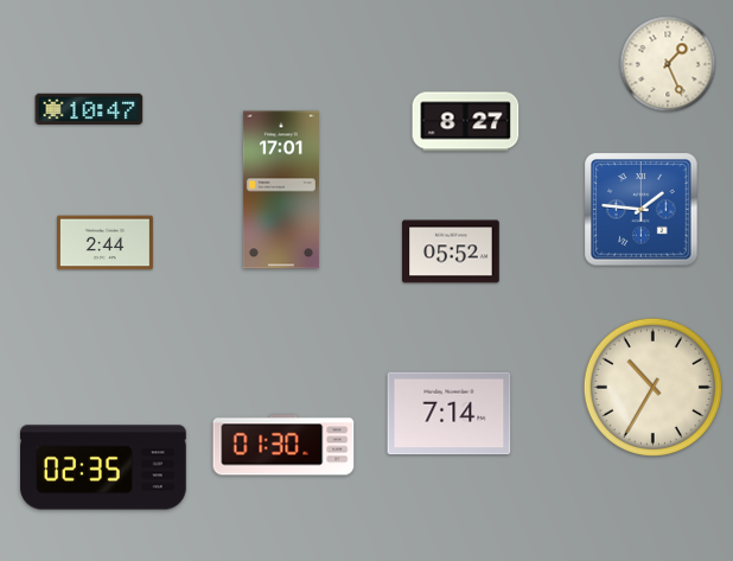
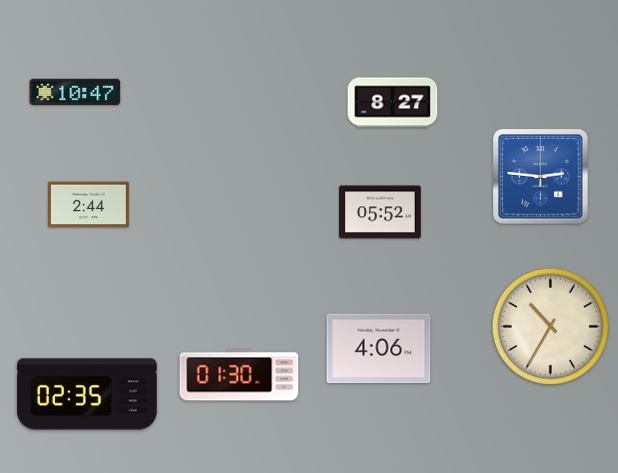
clock at (668, 64): 1:26 -> none
clock at (281, 190): 17:01 -> none
clock at (642, 210): 1:46 -> 2:46
clock at (450, 414): 7:14 -> 4:06
